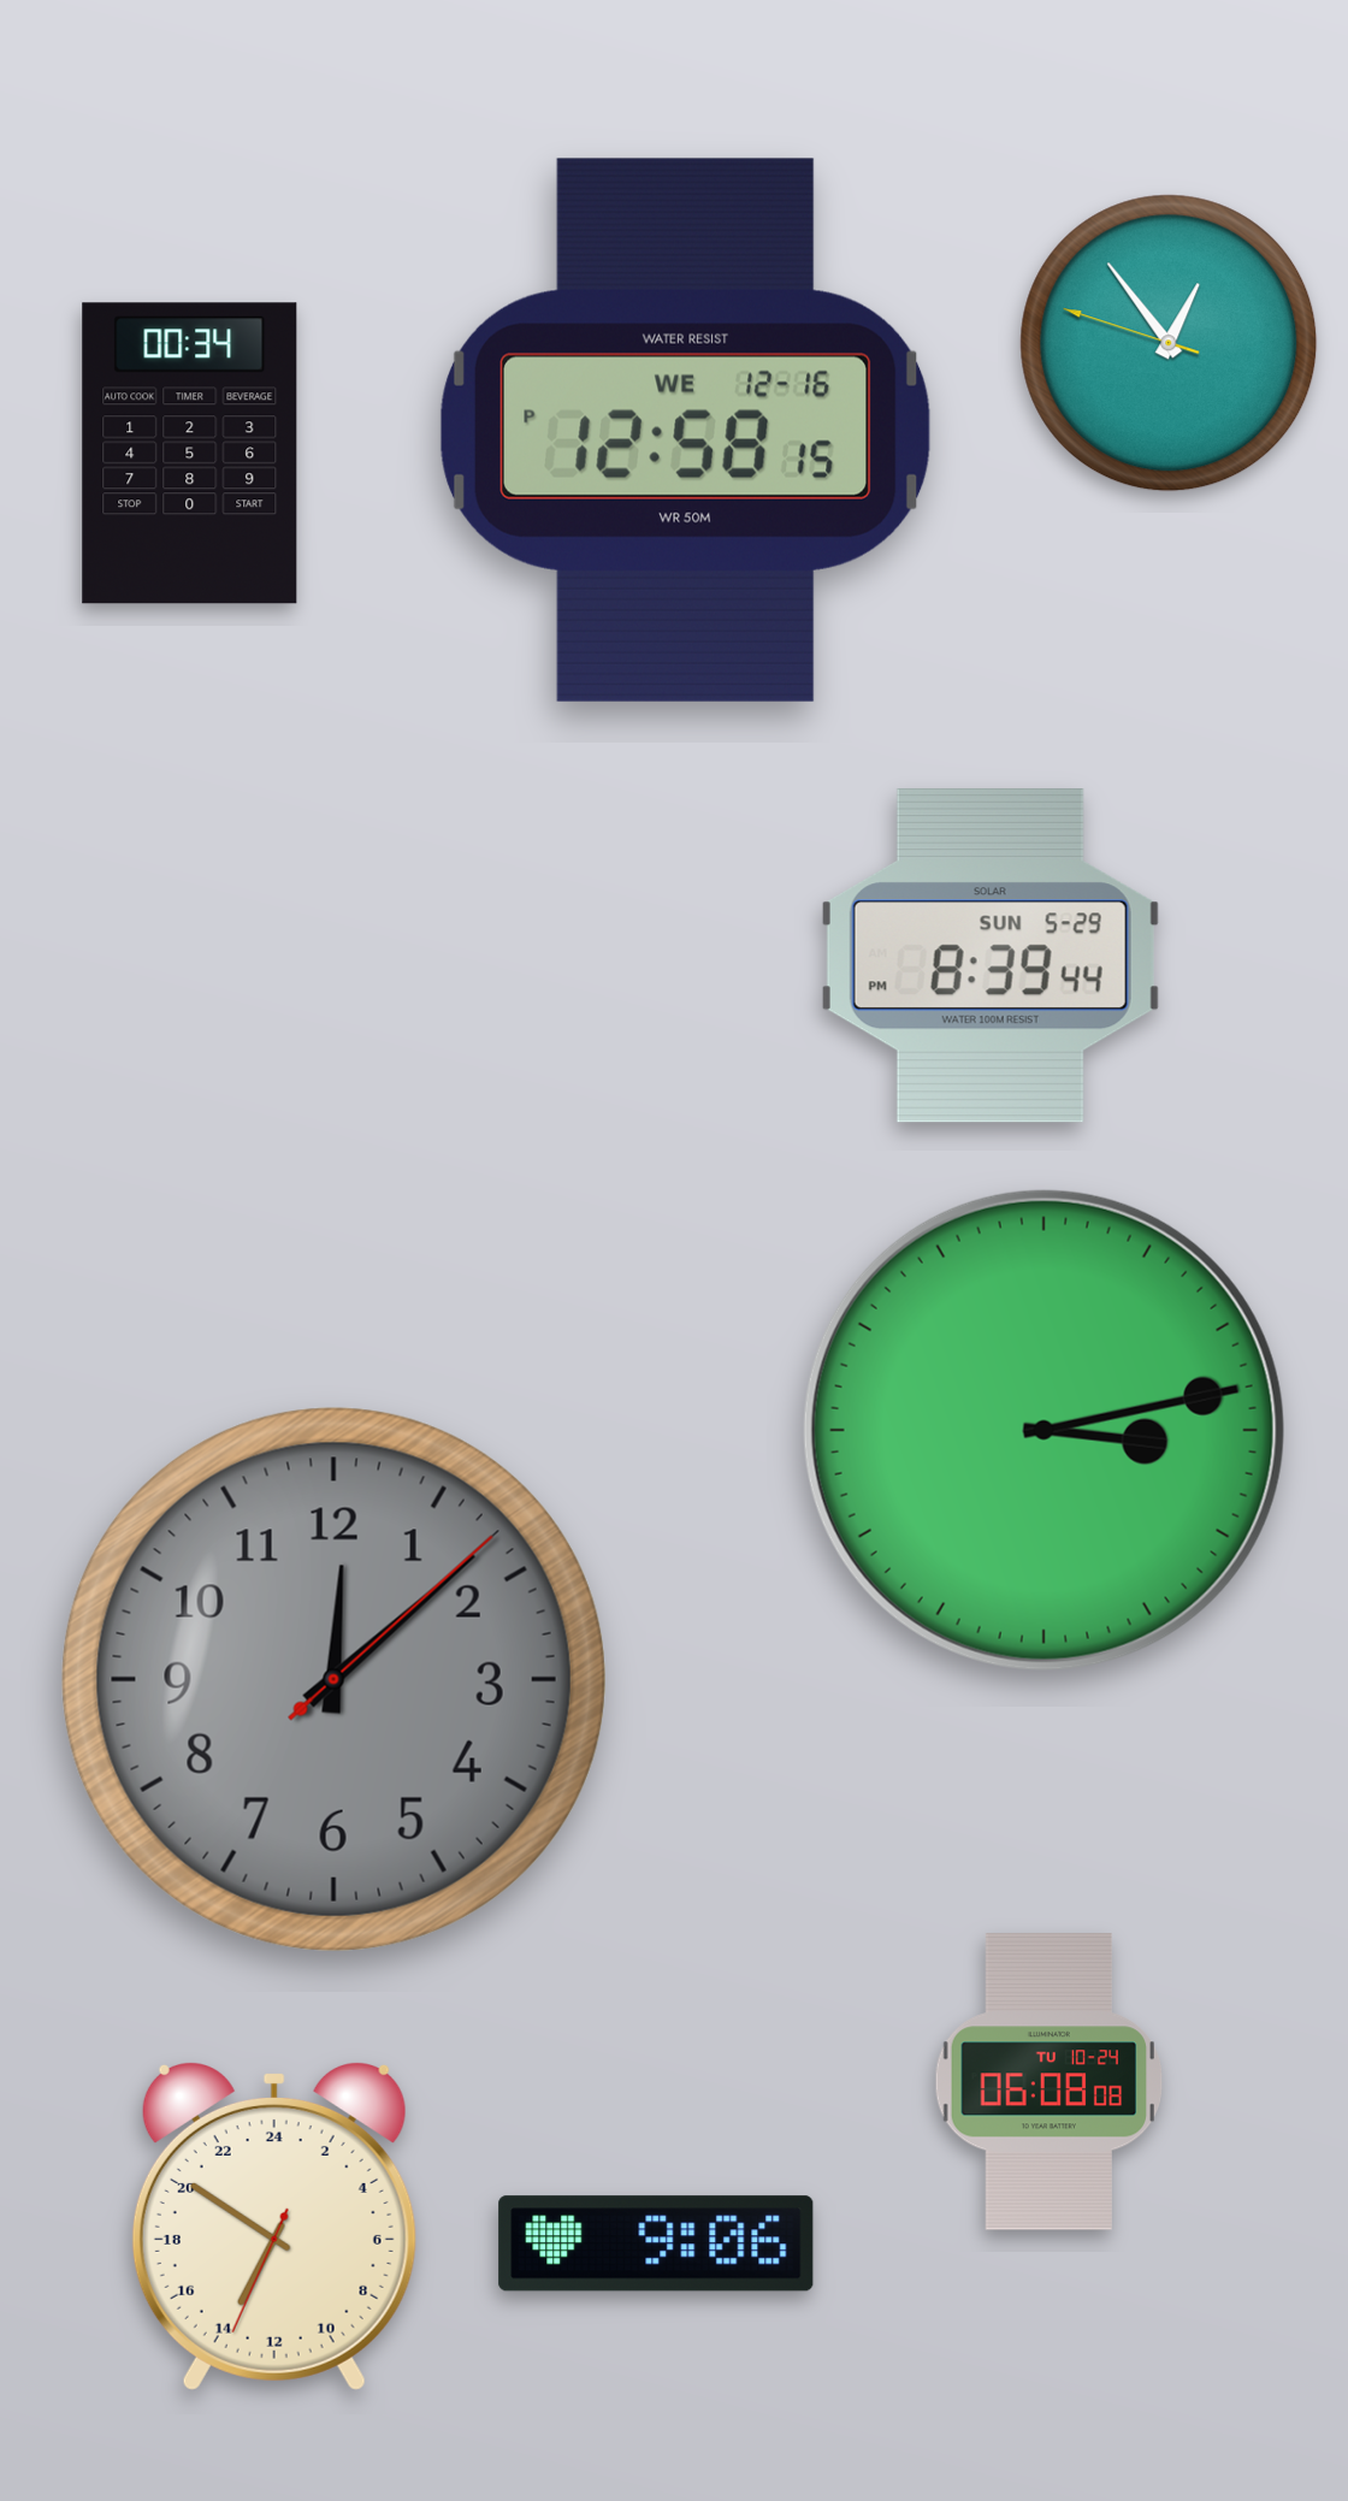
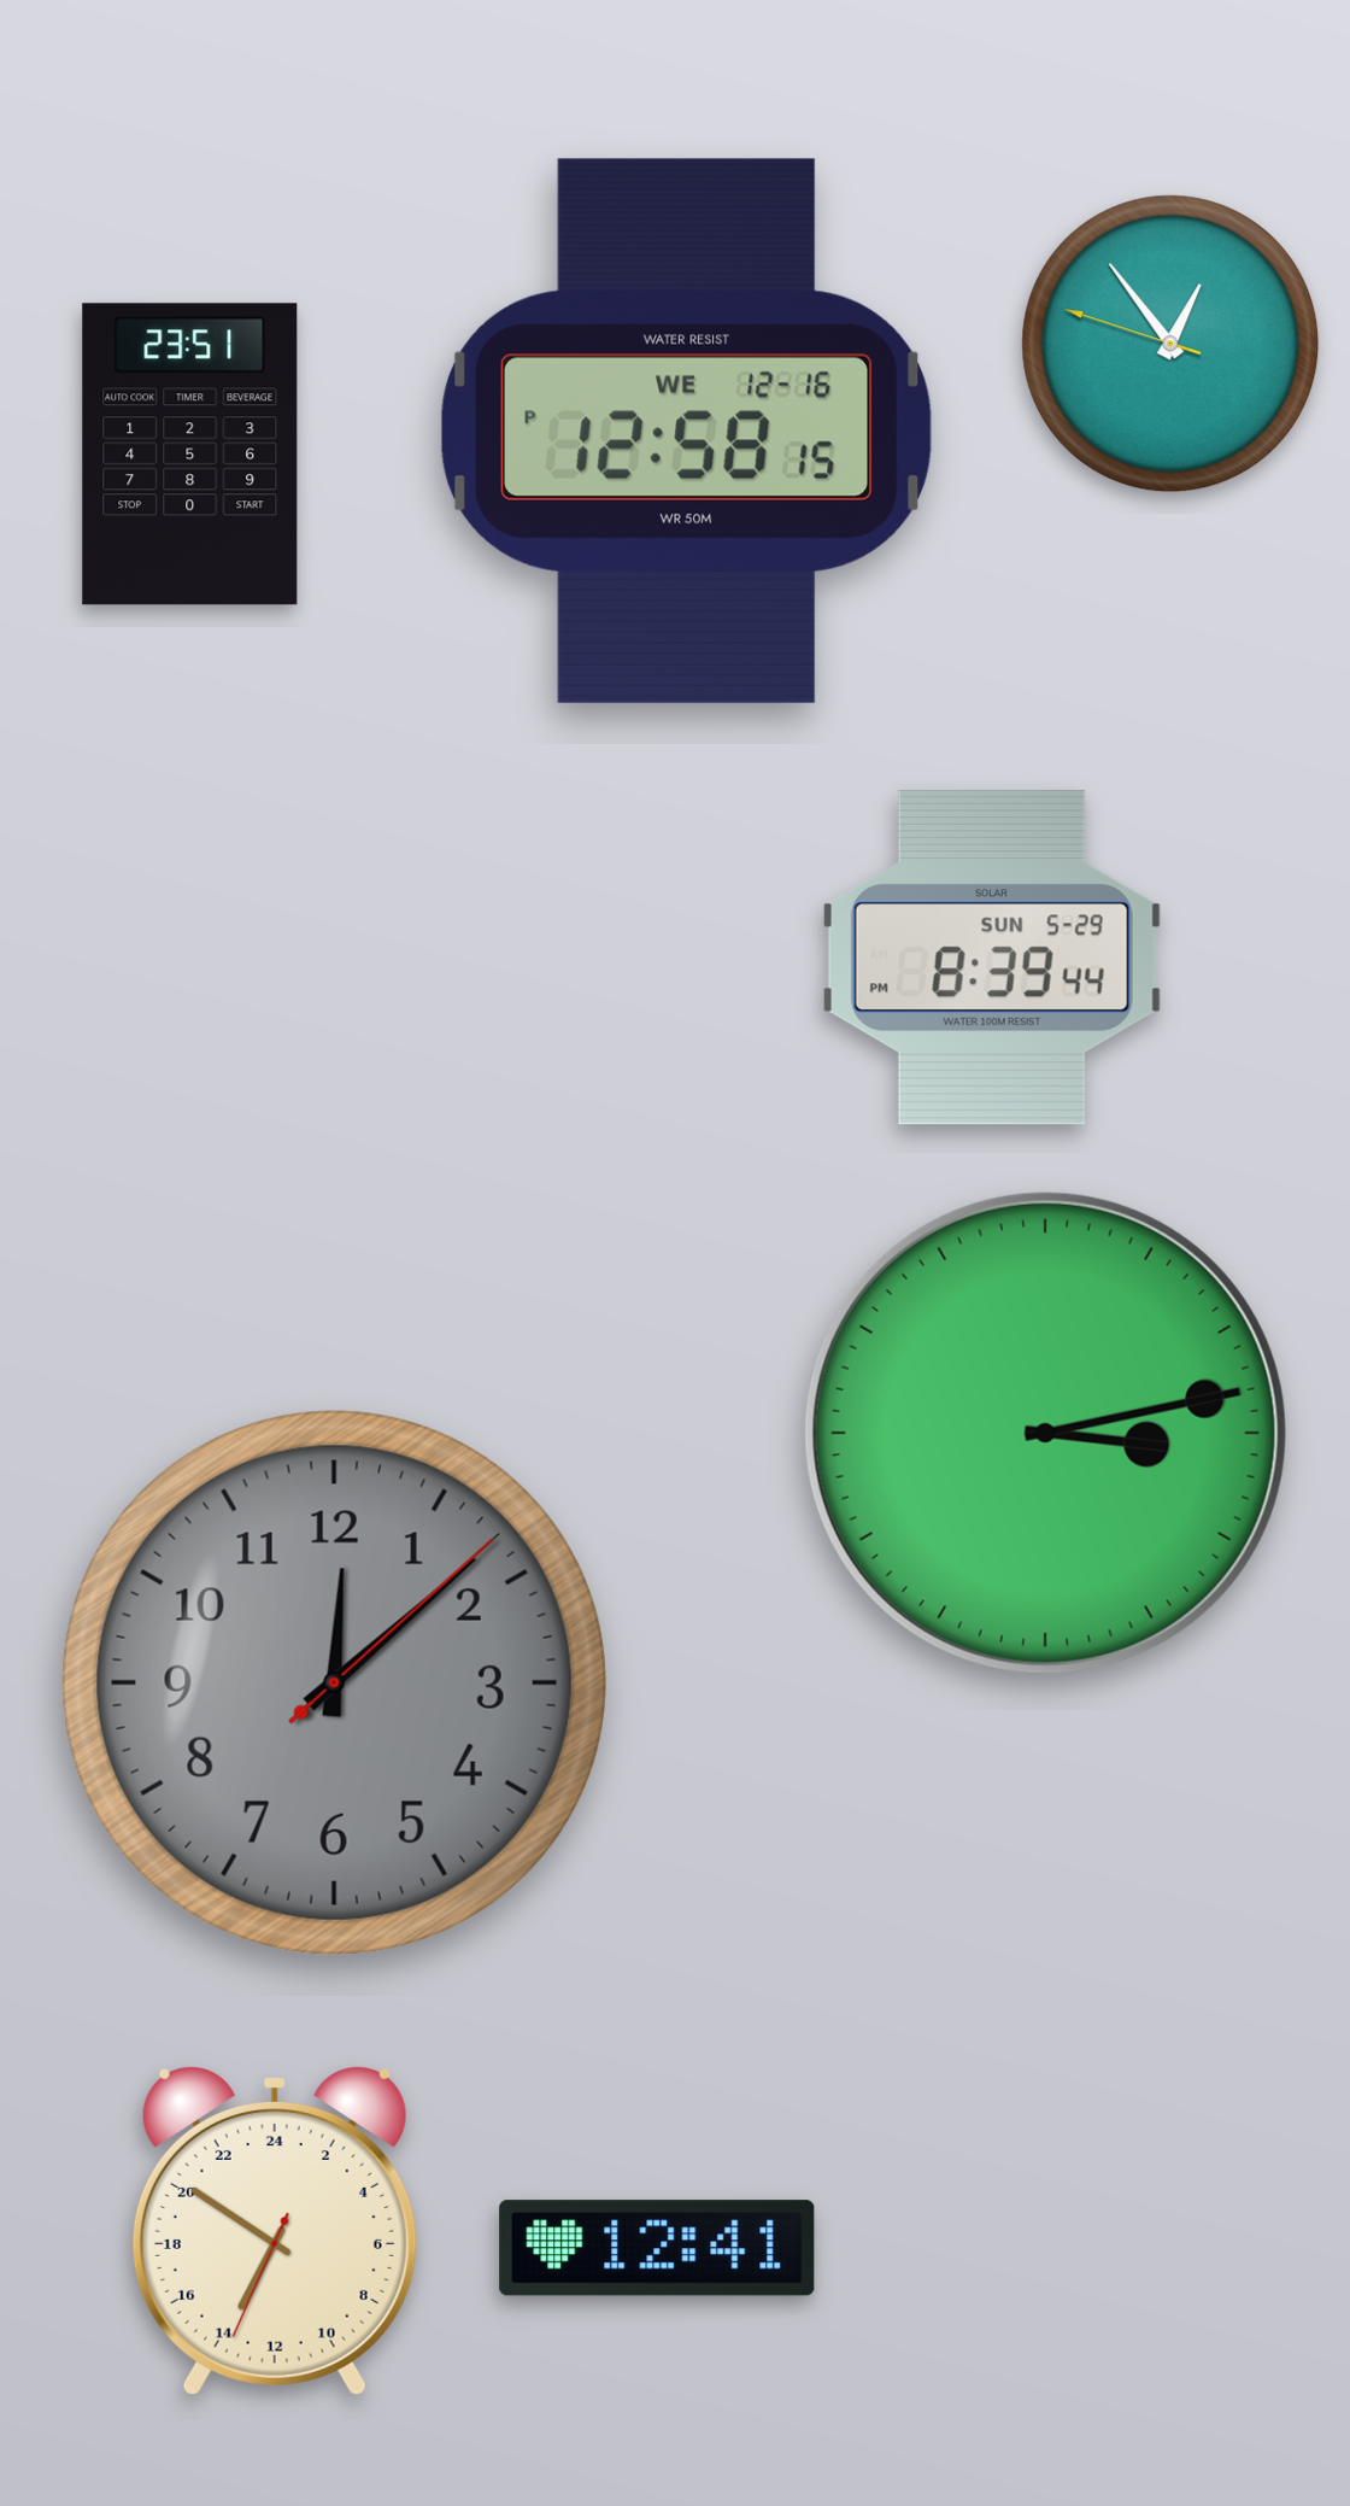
clock at (190, 454): 00:34 -> 23:51
clock at (1050, 2082): 06:08 -> none
clock at (656, 2243): 9:06 -> 12:41
